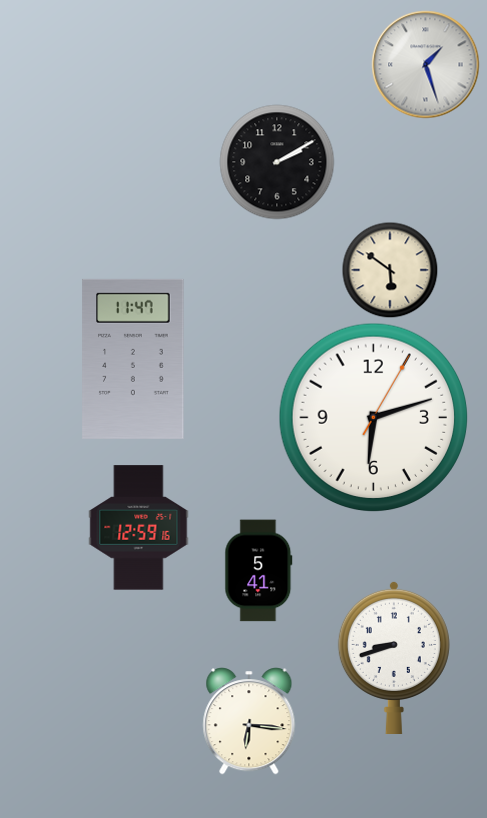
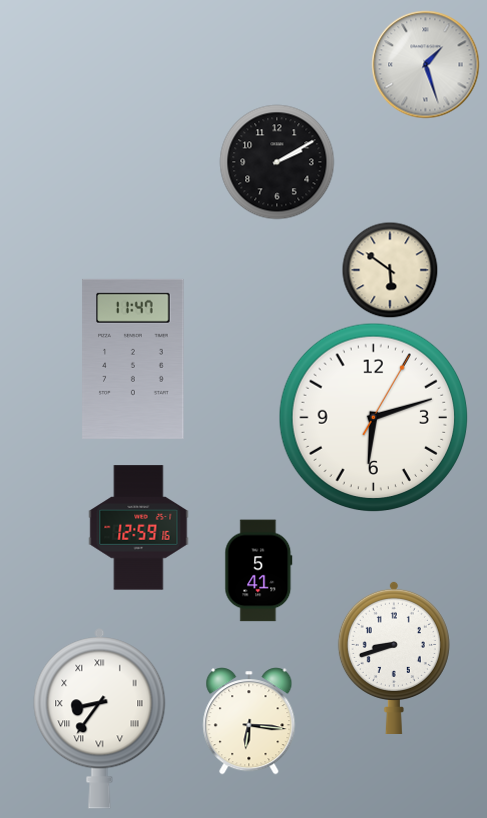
clock at (100, 719): none -> 8:36
